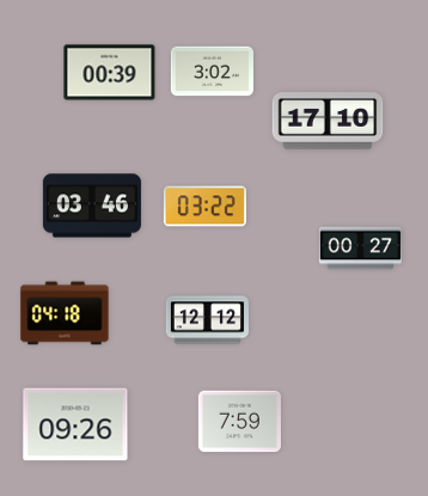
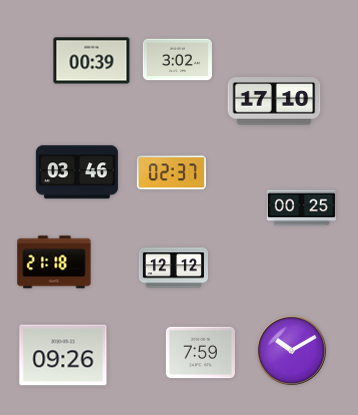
clock at (204, 207): 03:22 -> 02:37
clock at (360, 249): 00:27 -> 00:25
clock at (65, 313): 04:18 -> 21:18
clock at (291, 350): none -> 10:10
